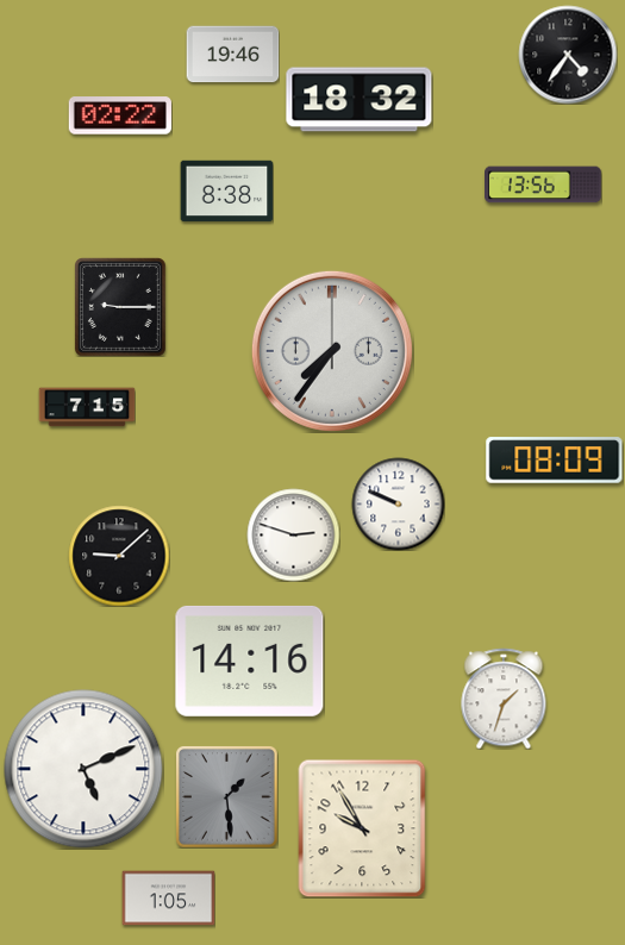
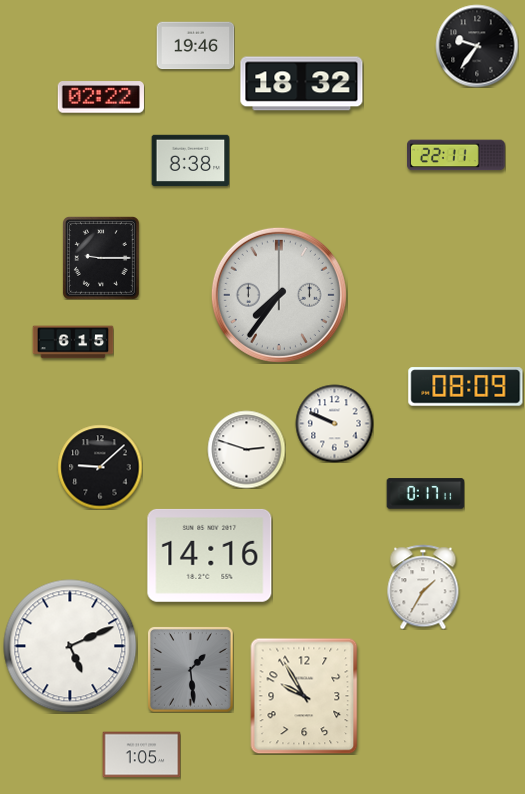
clock at (568, 55): 4:36 -> 9:36
clock at (544, 184): 13:56 -> 22:11
clock at (87, 407): 7:15 -> 6:15
clock at (425, 494): none -> 0:17
clock at (504, 699): 1:33 -> 1:35
